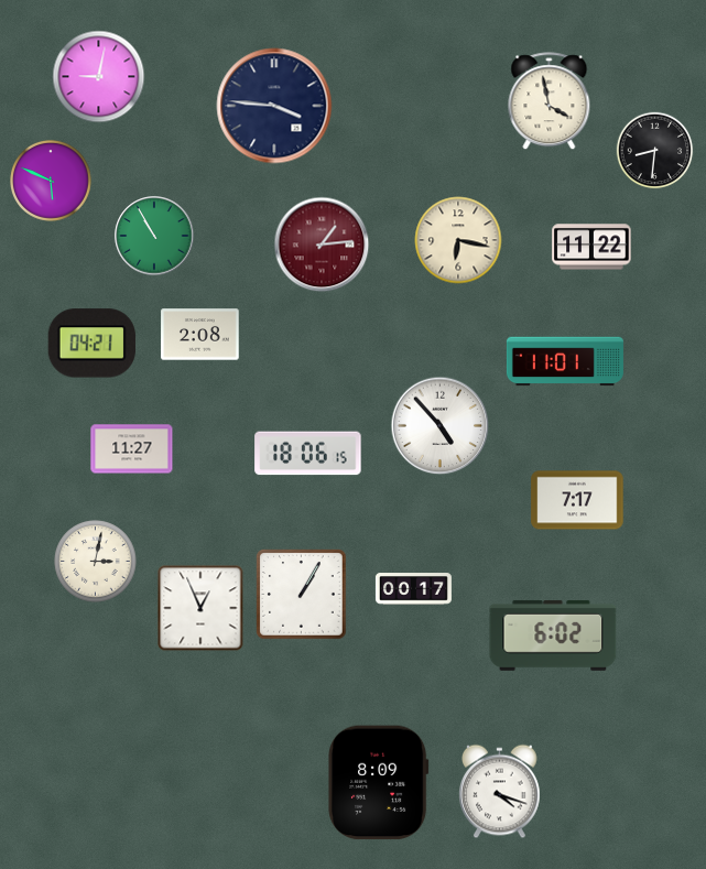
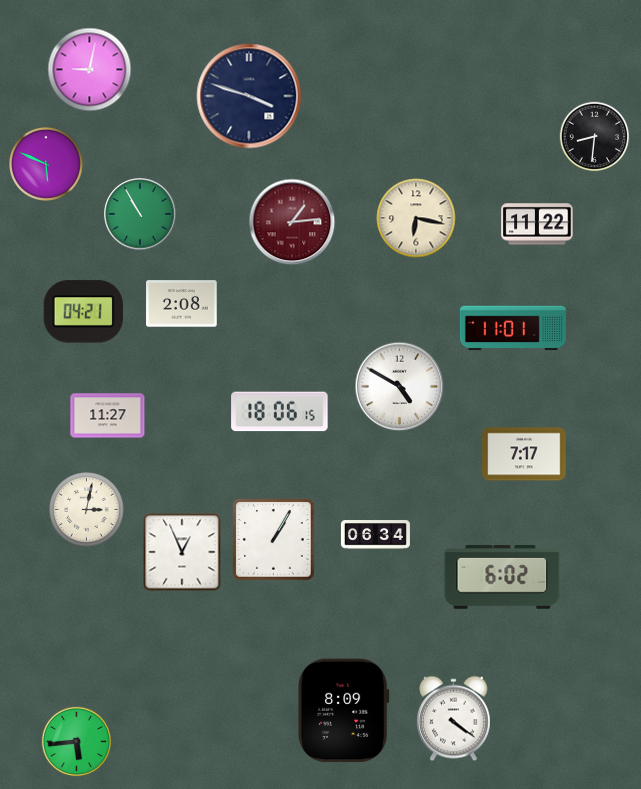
clock at (550, 101): 3:58 -> none
clock at (274, 106): 3:46 -> 3:48
clock at (441, 426): 4:53 -> 4:50
clock at (132, 449) position: (132, 449) -> (108, 416)
clock at (413, 589): 00:17 -> 06:34
clock at (500, 792): 4:18 -> 4:21
clock at (77, 742): none -> 5:44
